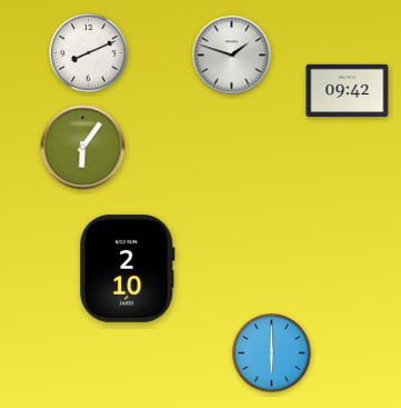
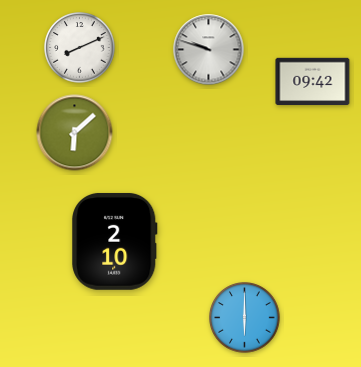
clock at (232, 56): 1:48 -> 9:48
clock at (83, 148): 6:06 -> 6:08
